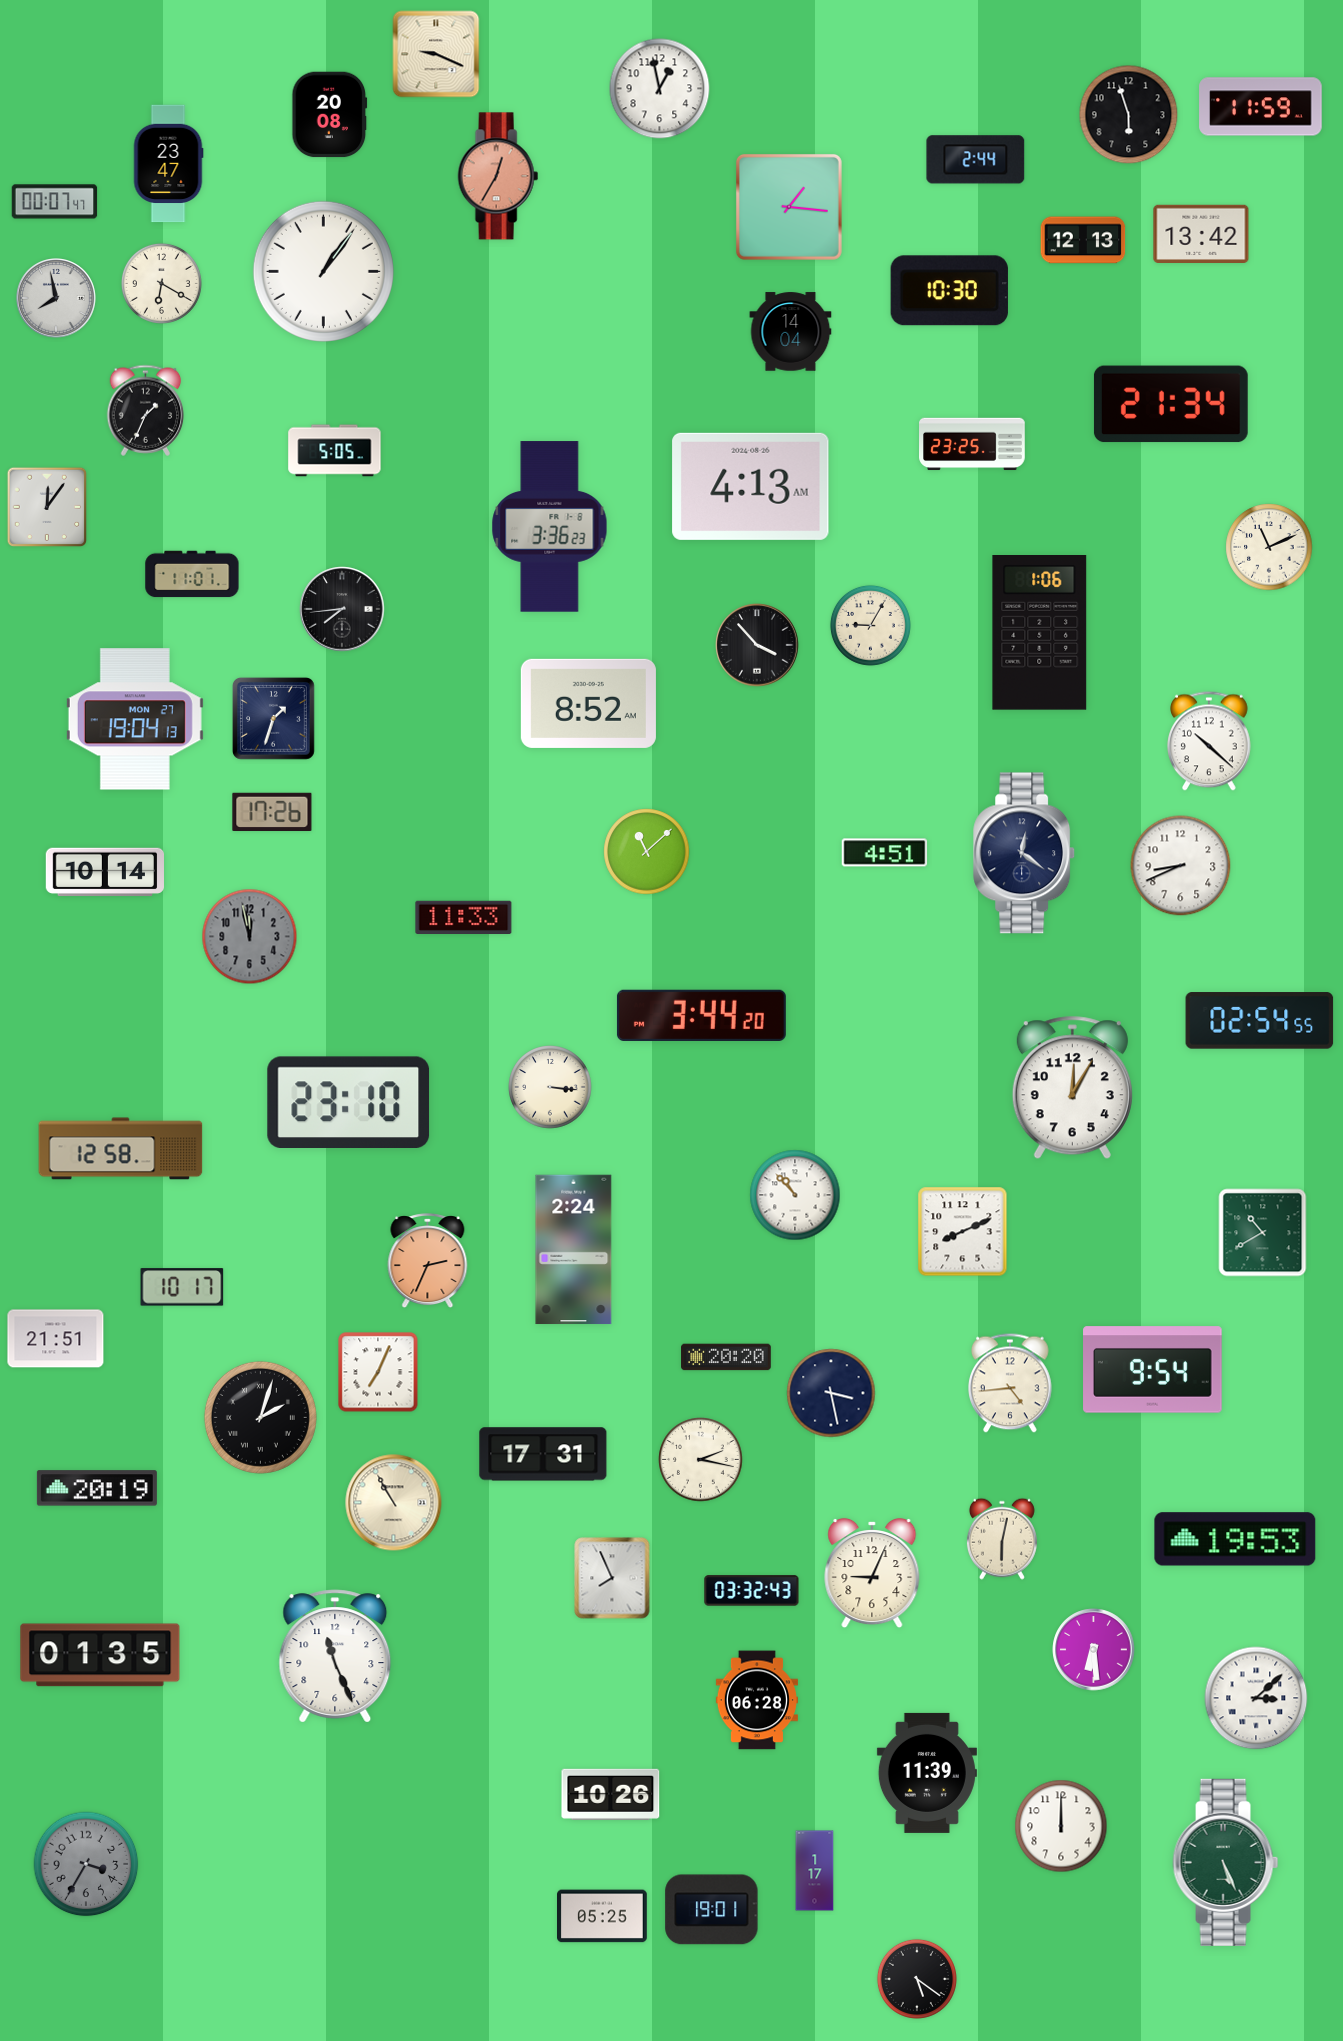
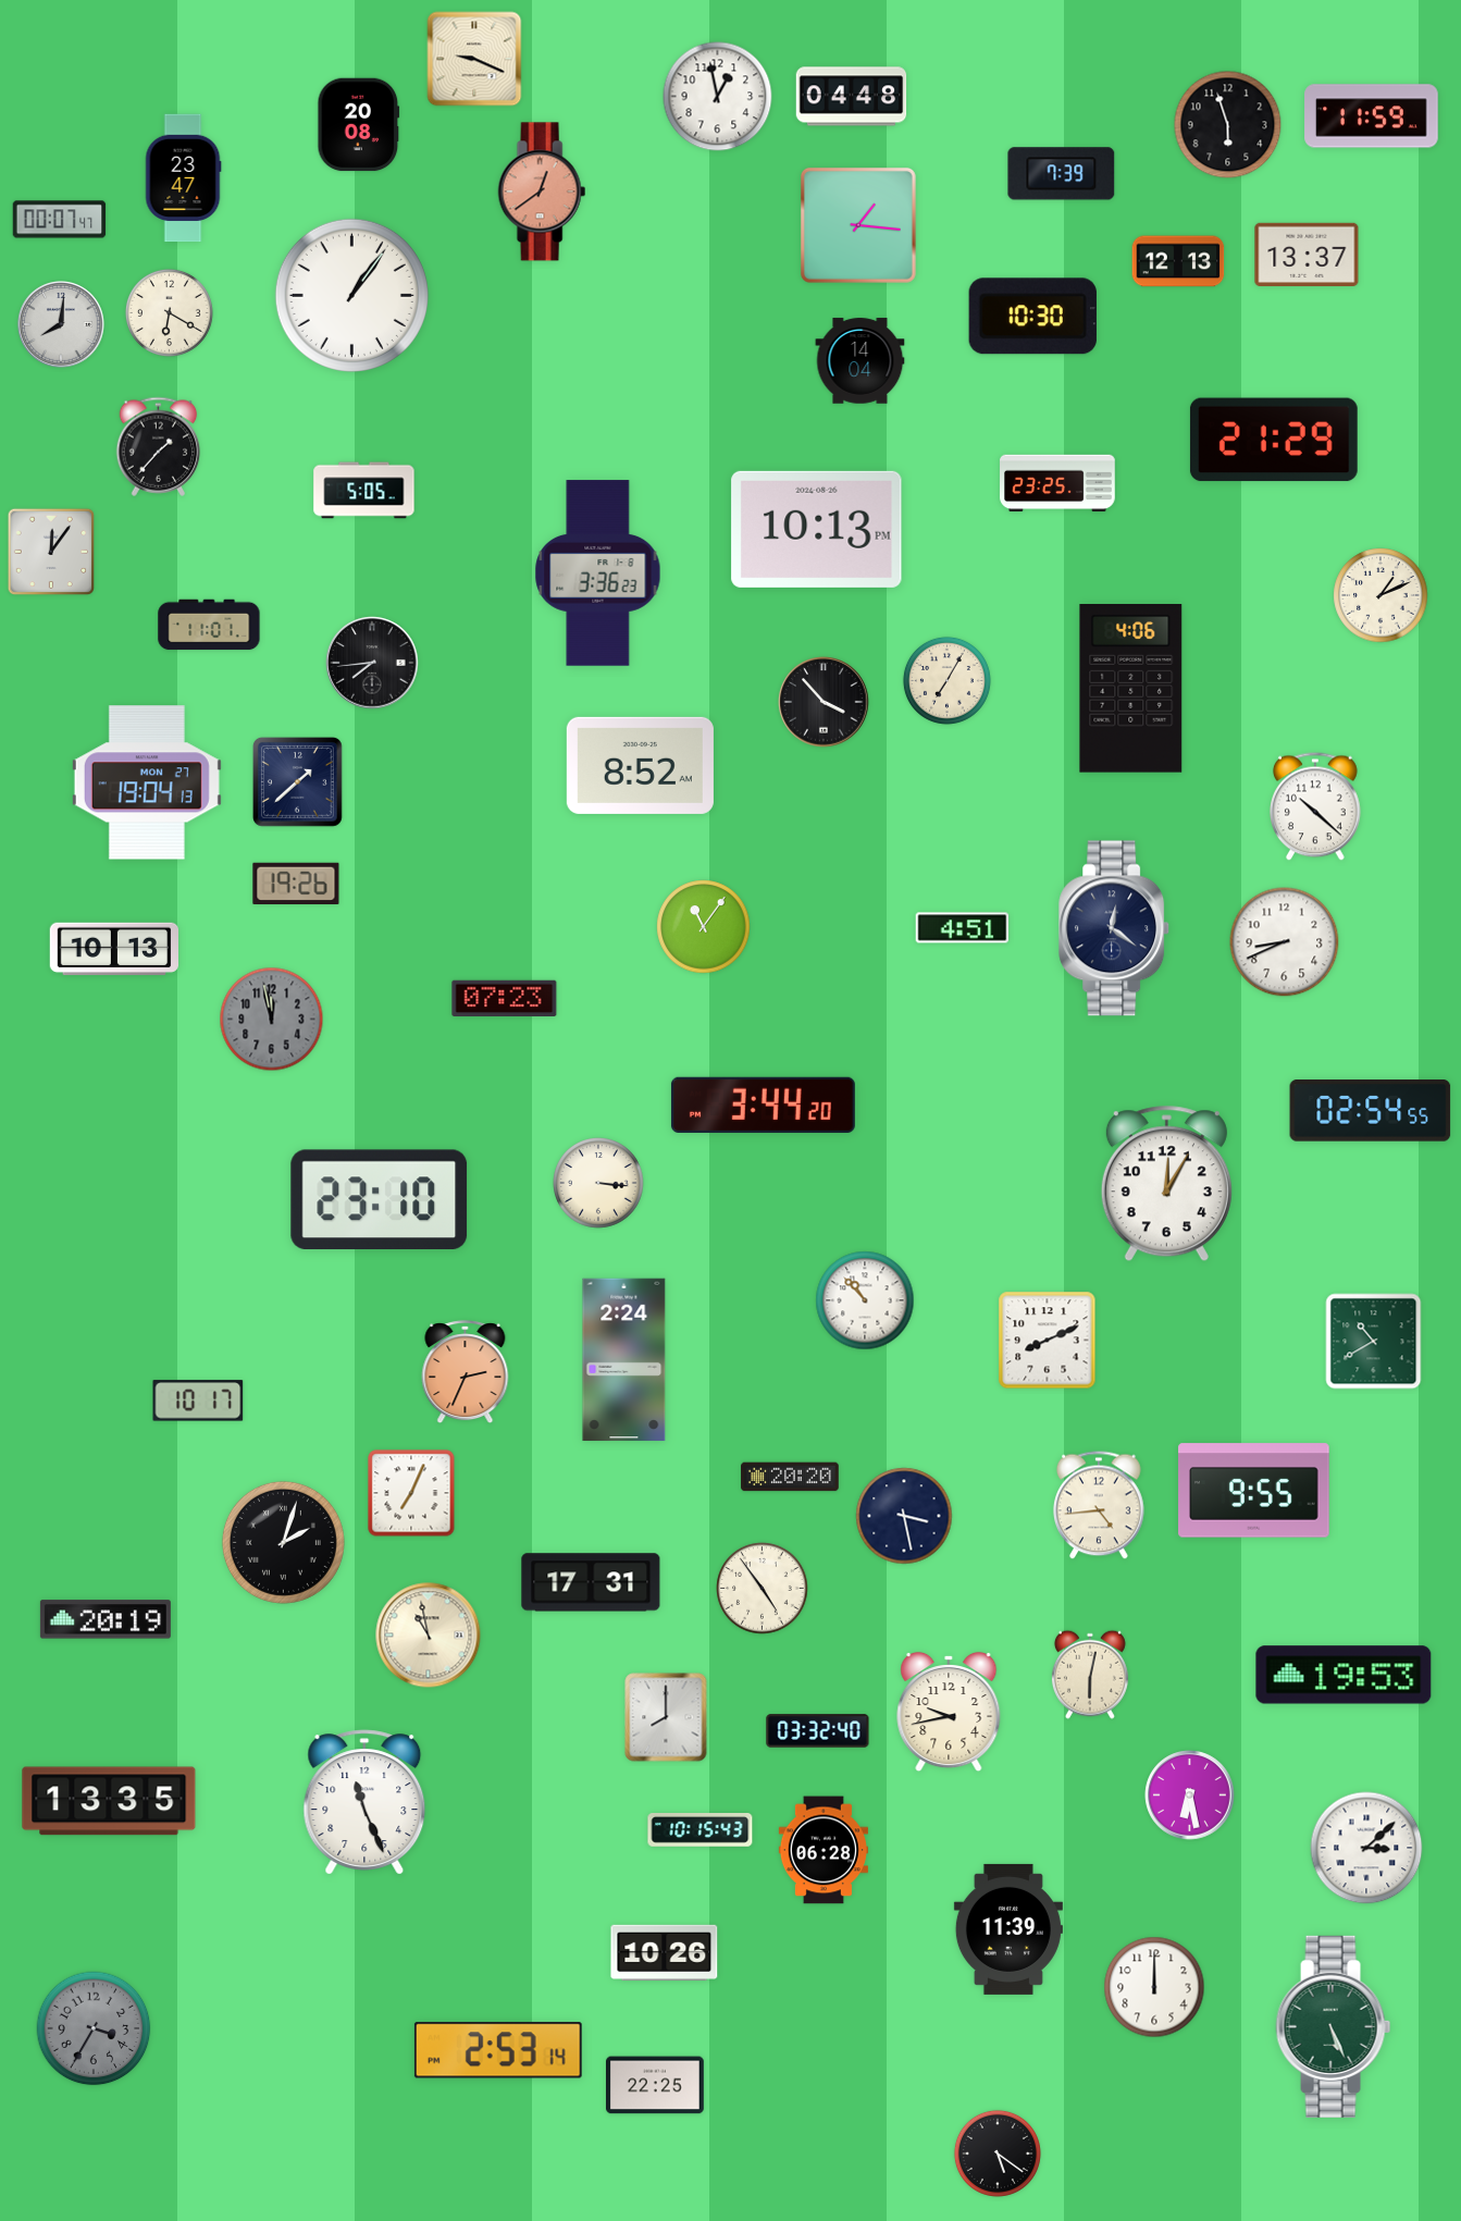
clock at (852, 97): none -> 04:48
clock at (976, 160): 2:44 -> 7:39
clock at (498, 176): 12:35 -> 12:39
clock at (1201, 233): 13:42 -> 13:37
clock at (161, 283) position: (161, 283) -> (169, 312)
clock at (57, 299): 7:58 -> 8:01
clock at (1171, 404): 21:34 -> 21:29
clock at (146, 410): 1:34 -> 1:37
clock at (751, 486): 4:13 -> 10:13
clock at (1269, 547): 11:11 -> 1:11
clock at (870, 625): 9:05 -> 7:05
clock at (1040, 633): 1:06 -> 4:06
clock at (274, 719): 1:33 -> 1:38
clock at (272, 811): 17:26 -> 19:26
clock at (647, 852): 11:08 -> 11:06
clock at (104, 872): 10:14 -> 10:13
clock at (464, 918): 11:33 -> 07:23
clock at (121, 1149): 12:58 -> none
clock at (56, 1339): 21:51 -> none
clock at (1153, 1370): 9:54 -> 9:55
clock at (701, 1460): 2:17 -> 4:54
clock at (394, 1503): 10:55 -> 10:58
clock at (872, 1573): 9:04 -> 9:43
clock at (612, 1578): 7:56 -> 8:00
clock at (752, 1591): 03:32:43 -> 03:32:40
clock at (1094, 1650): 6:29 -> 6:28
clock at (100, 1655): 01:35 -> 13:35
clock at (701, 1830): none -> 10:15
clock at (815, 1871): 1:17 -> none
clock at (498, 2050): none -> 2:53
clock at (712, 1910): 19:01 -> none
clock at (602, 1916): 05:25 -> 22:25
